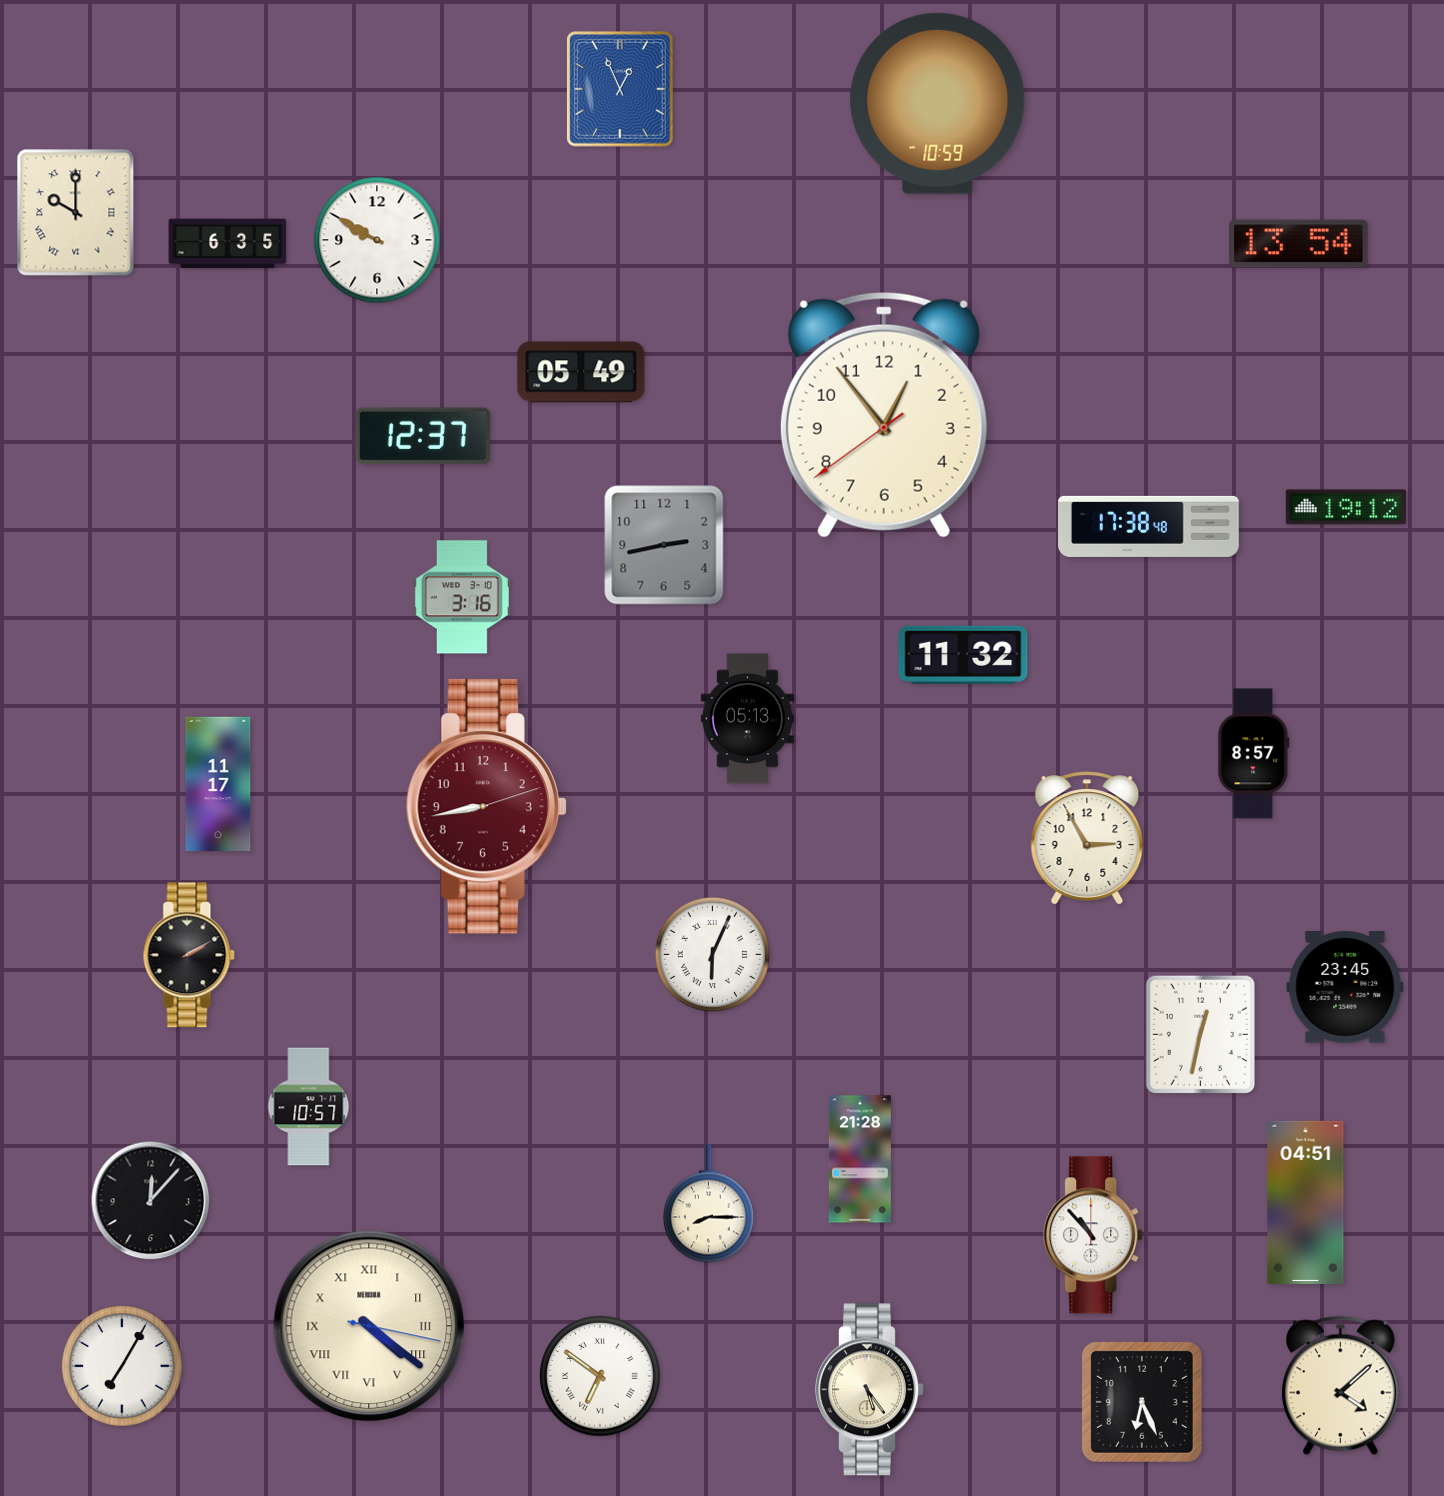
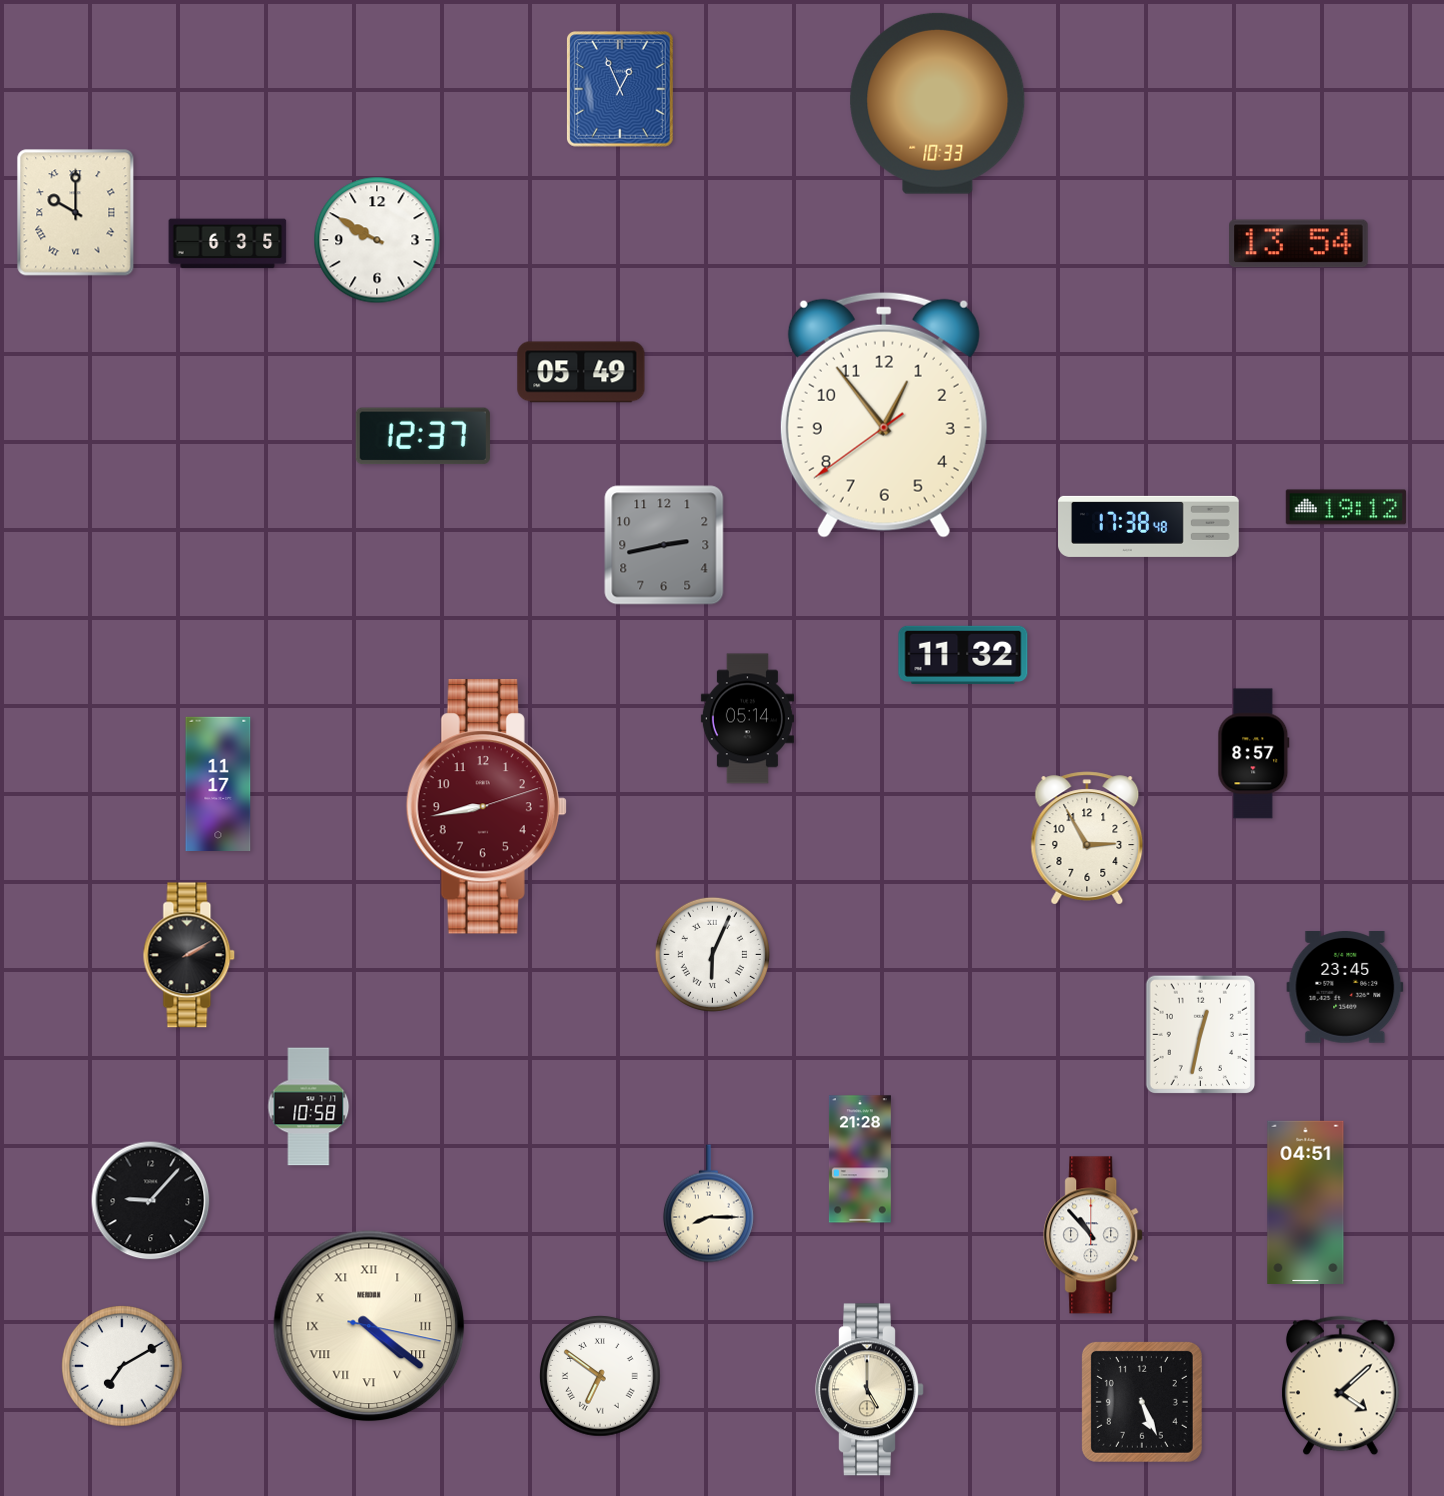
clock at (938, 103): 10:59 -> 10:33
clock at (462, 597): 3:16 -> none
clock at (747, 719): 05:13 -> 05:14
clock at (309, 1107): 10:57 -> 10:58
clock at (151, 1201): 12:07 -> 9:07
clock at (122, 1366): 7:05 -> 7:10
clock at (870, 1390): 5:24 -> 5:00
clock at (1142, 1402): 6:26 -> 5:26
